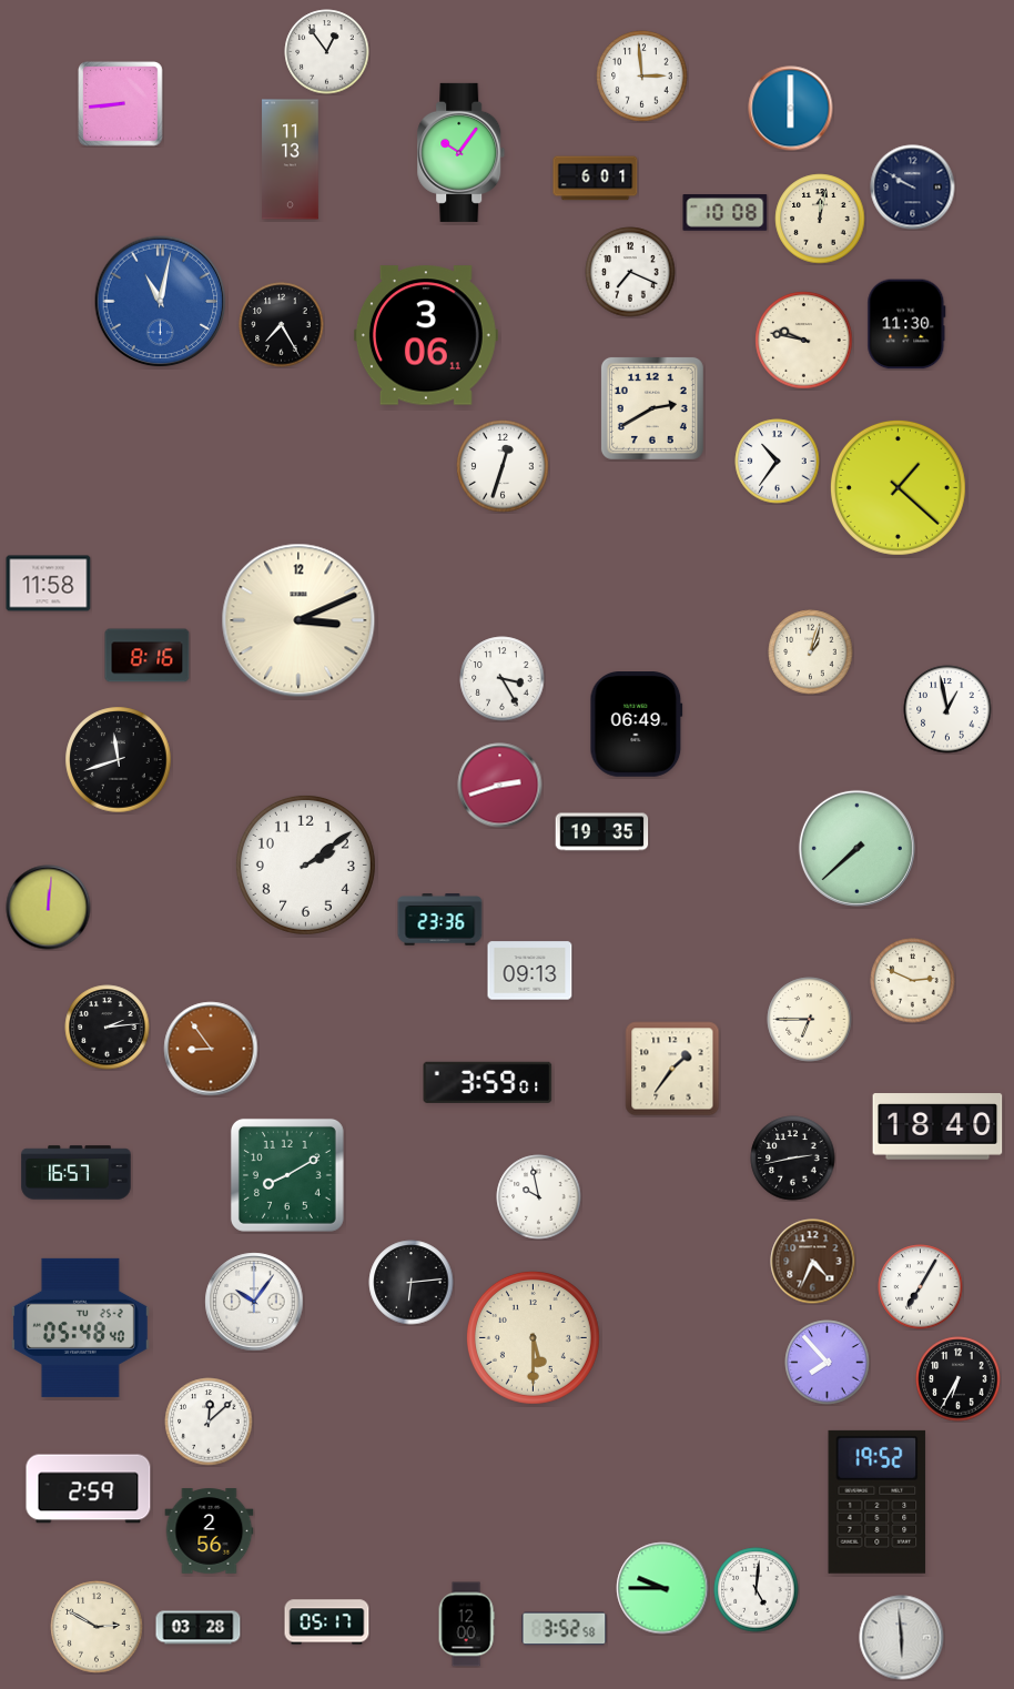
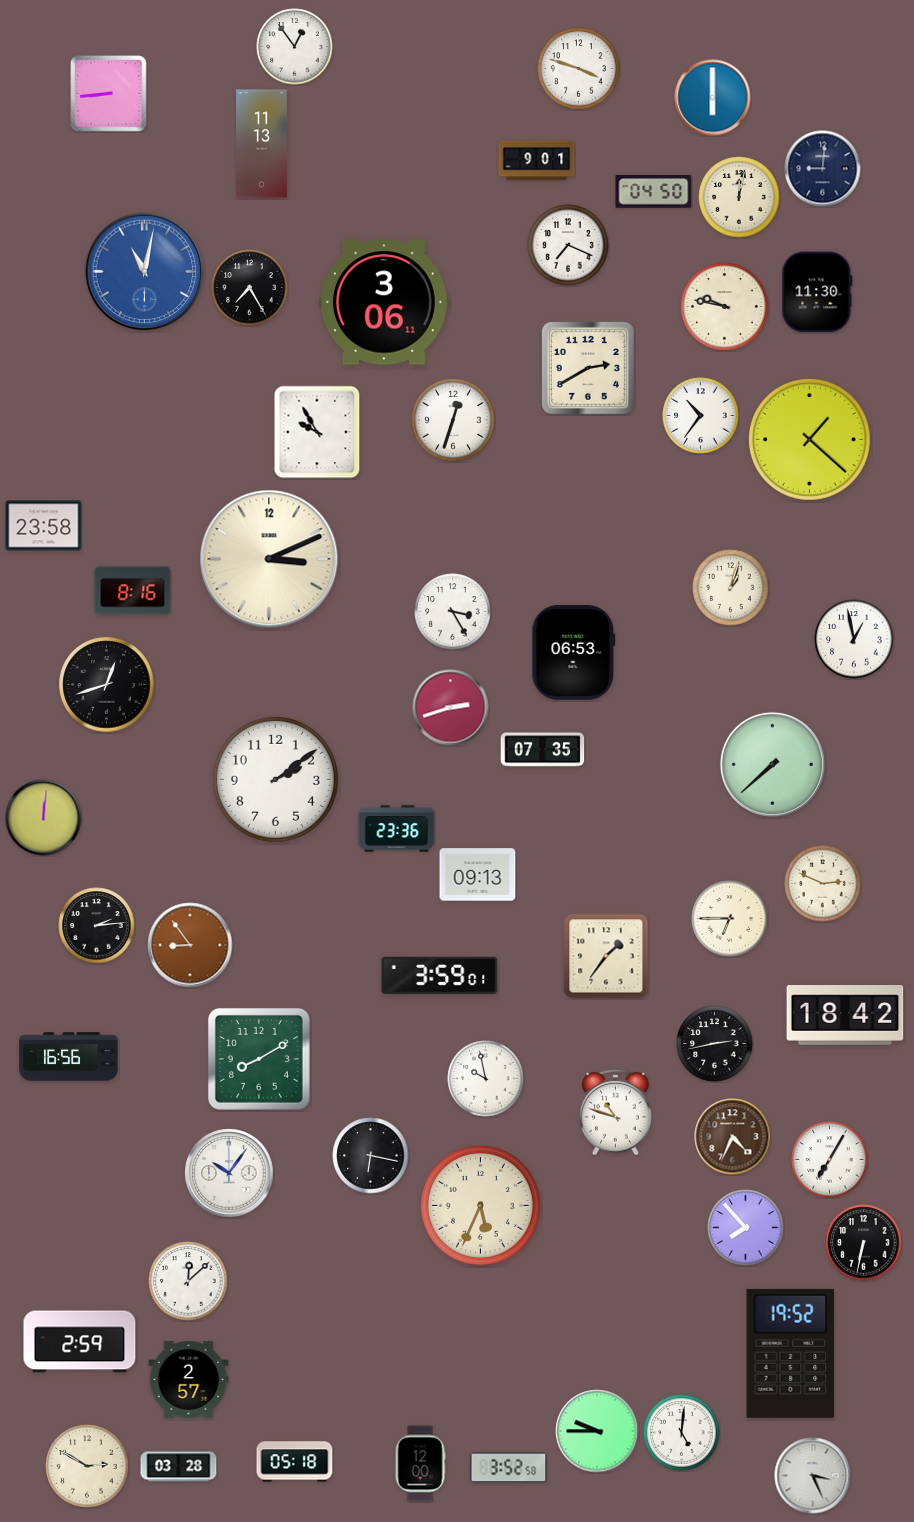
clock at (642, 77): 2:59 -> 3:48
clock at (462, 152): 10:06 -> none
clock at (596, 179): 6:01 -> 9:01
clock at (913, 188): 9:50 -> 9:01
clock at (726, 213): 10:08 -> 04:50
clock at (282, 325) position: (282, 325) -> (250, 288)
clock at (317, 432): none -> 9:55
clock at (49, 584): 11:58 -> 23:58
clock at (637, 725): 06:49 -> 06:53
clock at (119, 760): 11:42 -> 12:42
clock at (602, 832): 19:35 -> 07:35
clock at (672, 1069) position: (672, 1069) -> (606, 956)
clock at (937, 1126): 18:40 -> 18:42
clock at (77, 1173): 16:57 -> 16:56
clock at (616, 1112): none -> 10:48
clock at (412, 1283): 6:14 -> 6:17
clock at (80, 1327): 05:48 -> none
clock at (533, 1337): 5:30 -> 5:34
clock at (959, 1379): 6:35 -> 6:32
clock at (210, 1531): 2:56 -> 2:57
clock at (327, 1622): 05:17 -> 05:18
clock at (902, 1638): 5:59 -> 3:26
